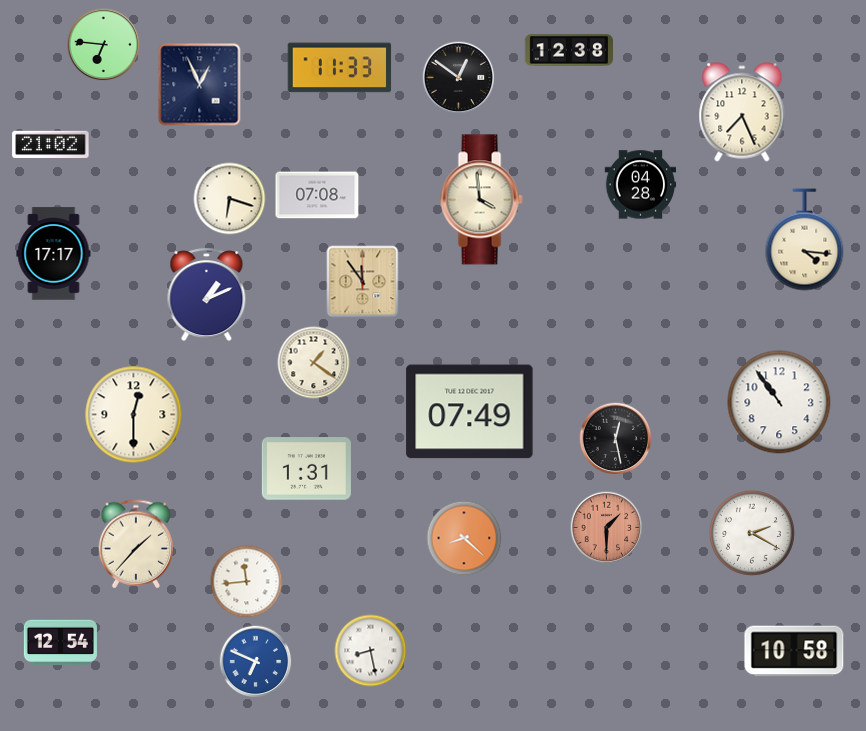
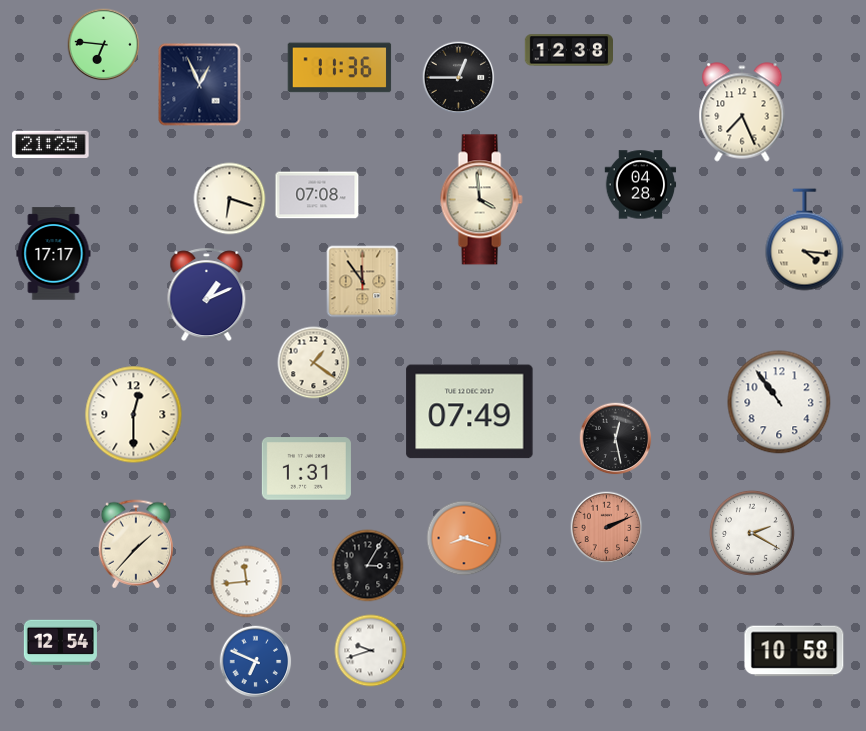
clock at (340, 68): 11:33 -> 11:36
clock at (459, 78): 12:51 -> 12:45
clock at (51, 144): 21:02 -> 21:25
clock at (607, 528): 1:30 -> 2:11
clock at (464, 538): 8:22 -> 8:18
clock at (368, 566): none -> 3:05
clock at (371, 651): 8:28 -> 9:42
